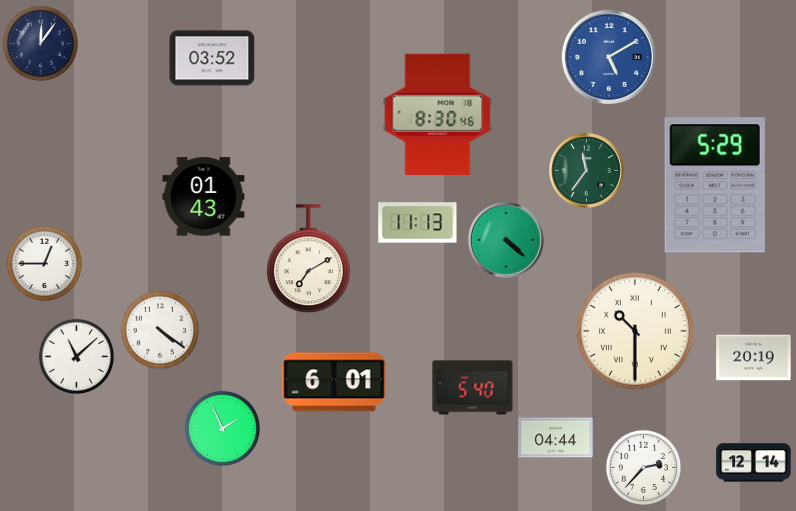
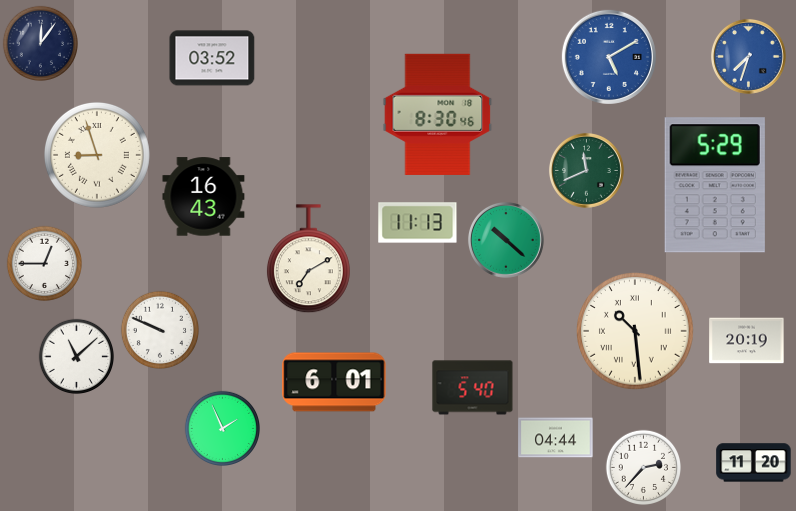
clock at (748, 56): none -> 7:33
clock at (97, 155): none -> 8:57
clock at (586, 170): 11:36 -> 11:41
clock at (204, 197): 01:43 -> 16:43
clock at (506, 240): 4:22 -> 10:22
clock at (159, 329): 4:21 -> 9:49
clock at (636, 332): 10:30 -> 10:29
clock at (754, 358) position: (754, 358) -> (747, 341)
clock at (754, 463): 12:14 -> 11:20
